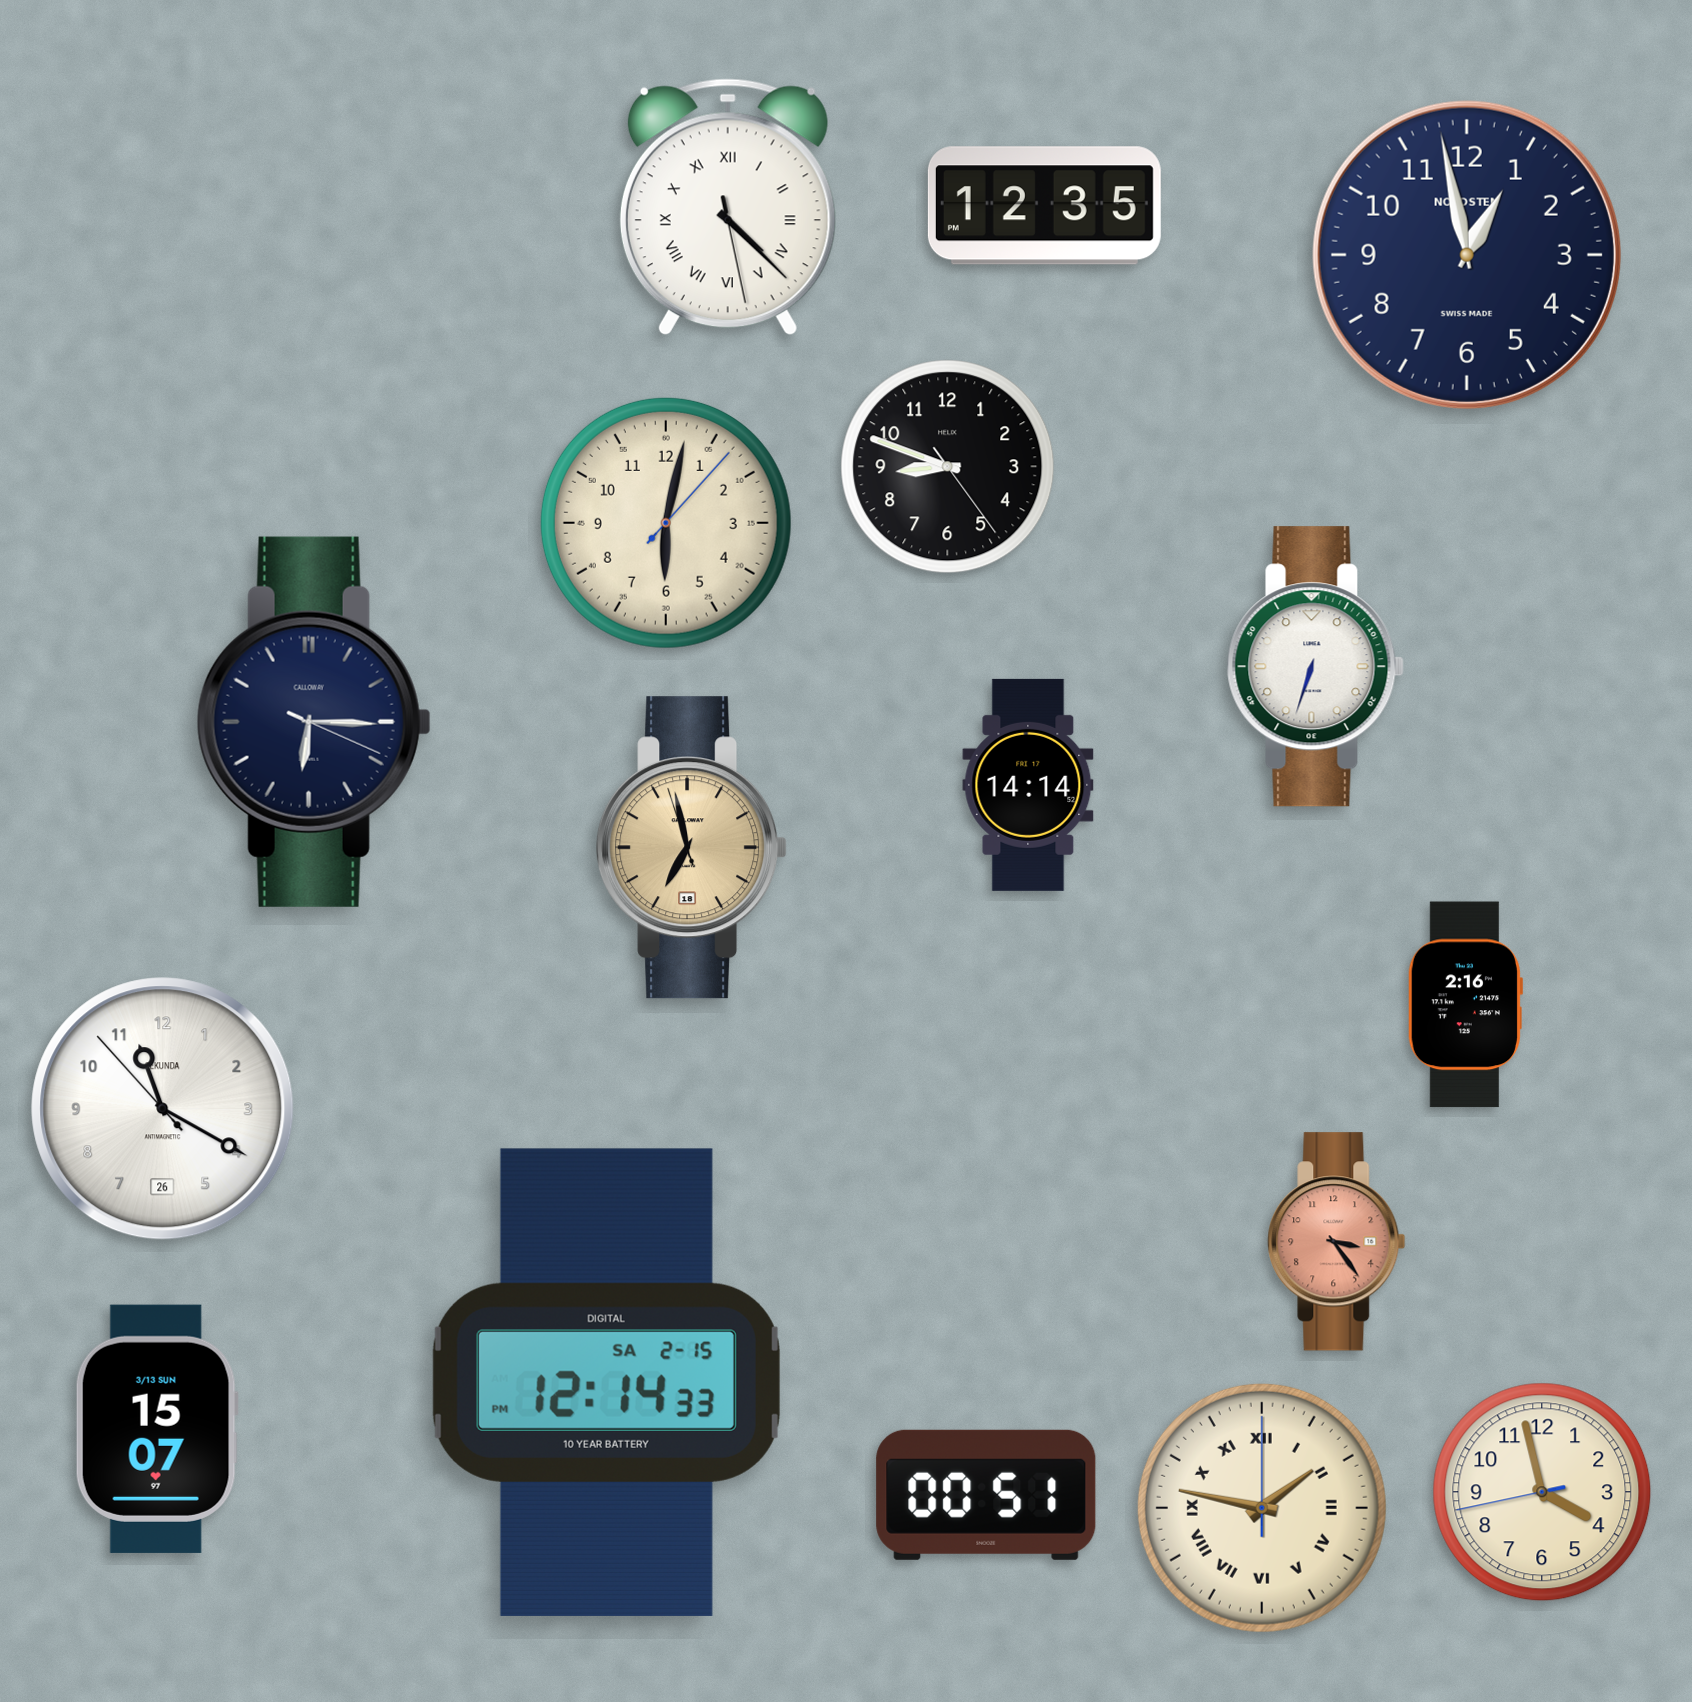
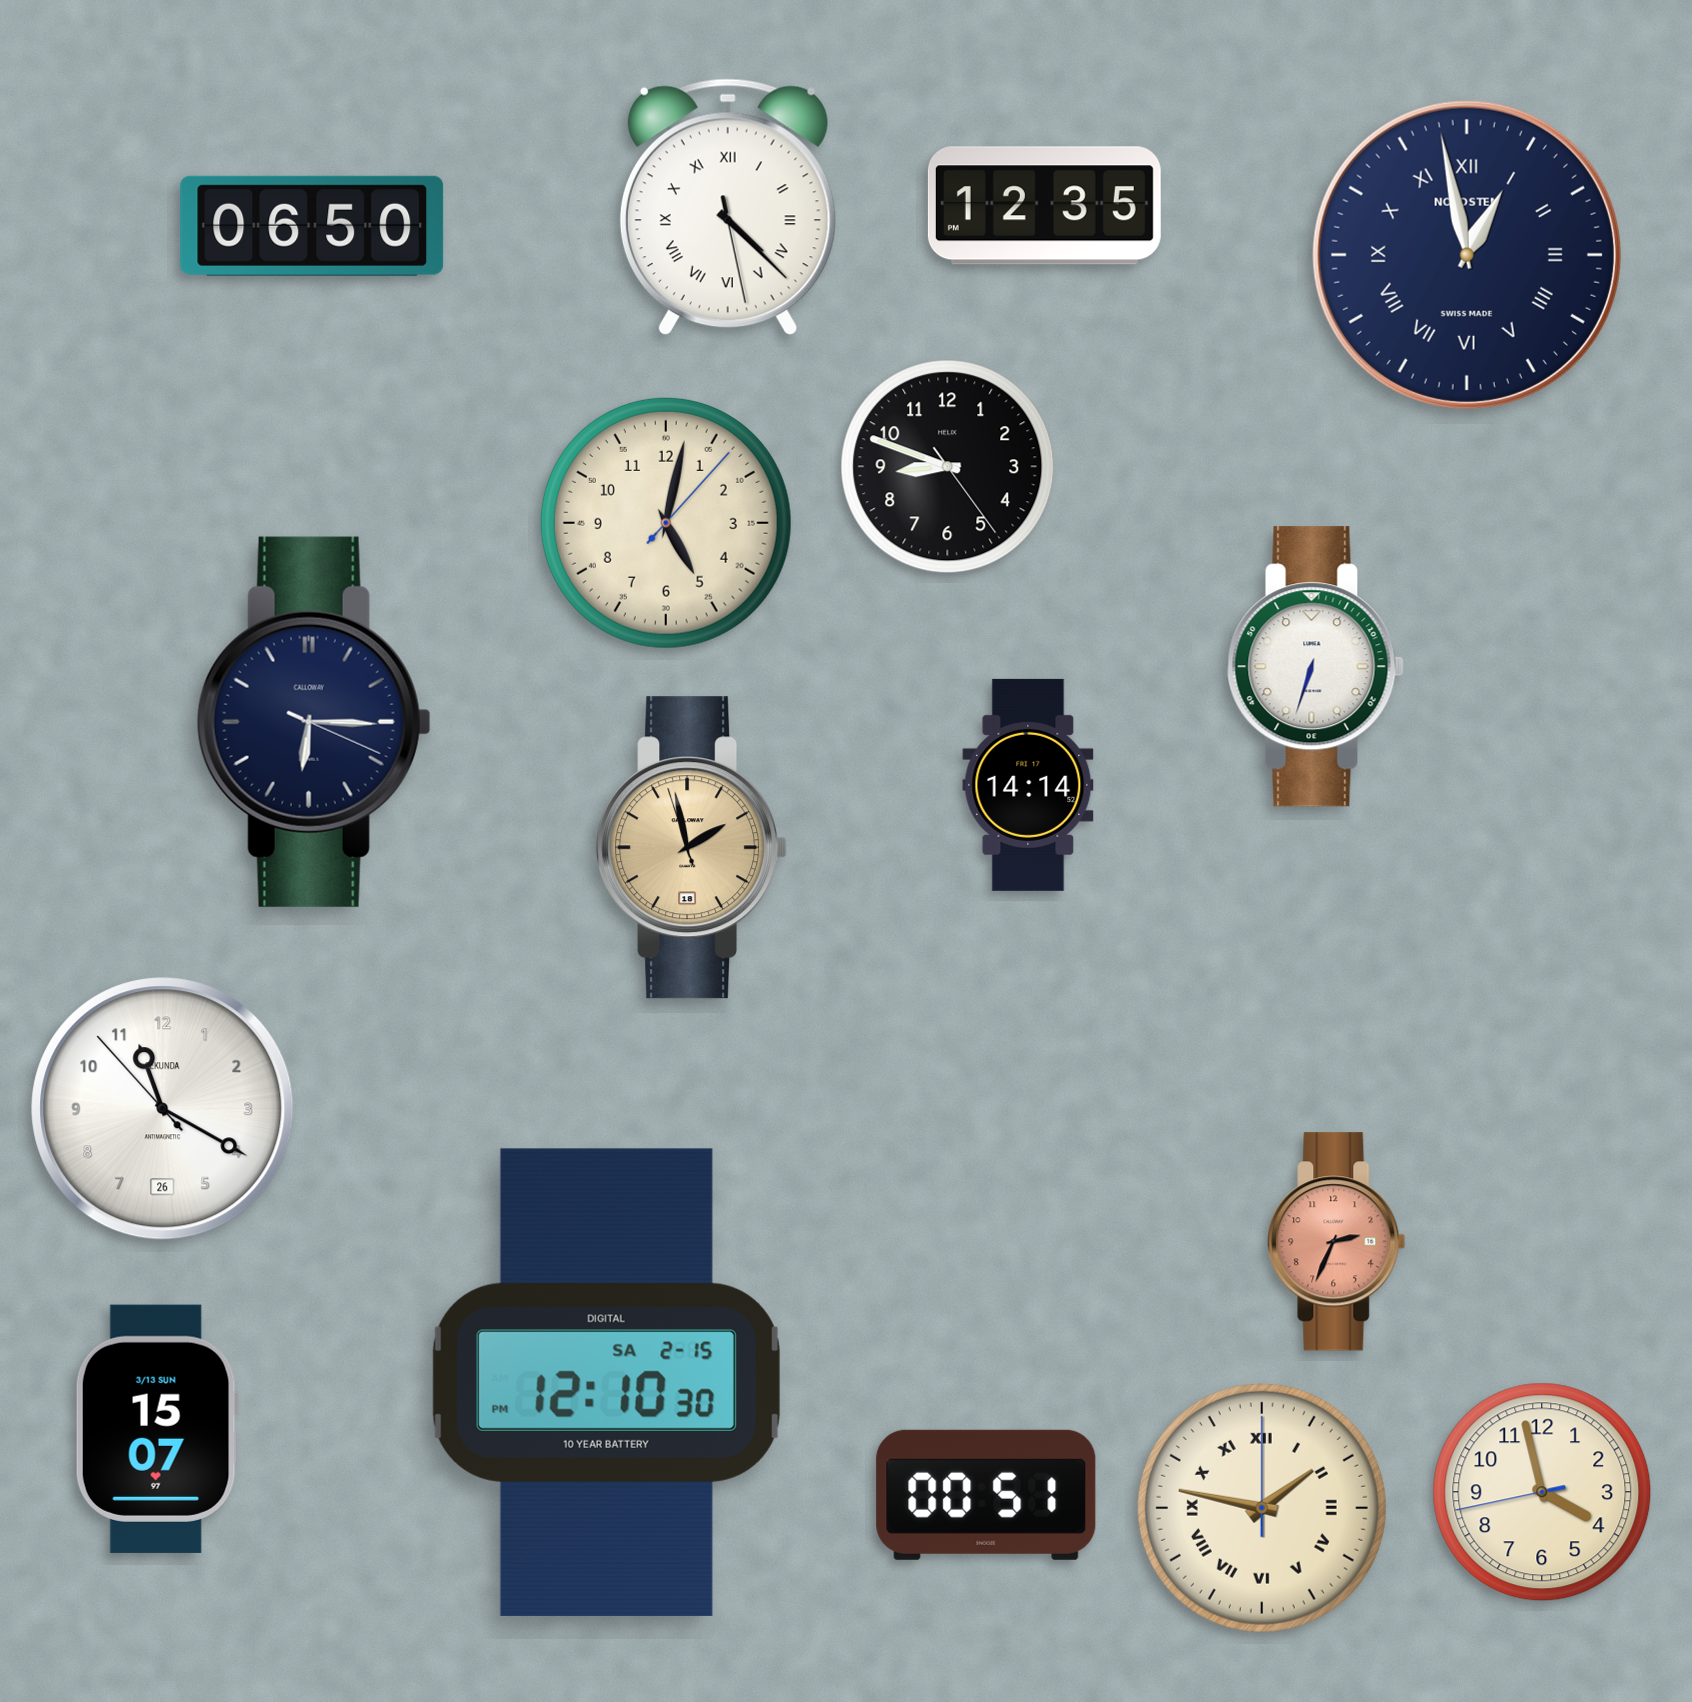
clock at (312, 226): none -> 06:50
clock at (1467, 255) numerals: Arabic -> Roman
clock at (666, 523): 6:02 -> 5:02
clock at (692, 848): 6:57 -> 1:57
clock at (1465, 1005): 2:16 -> none
clock at (1337, 1242): 3:24 -> 2:34
clock at (606, 1382): 12:14 -> 12:10
